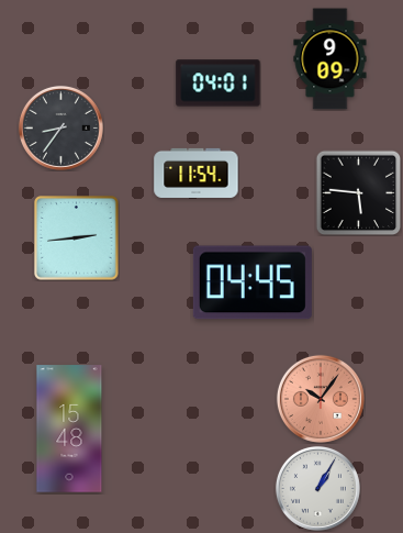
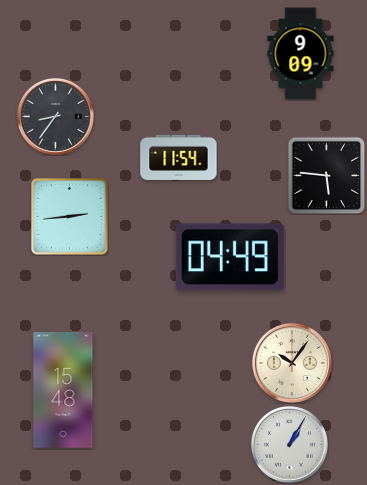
clock at (219, 84): 04:01 -> none
clock at (253, 282): 04:45 -> 04:49
clock at (321, 399) dial: salmon -> cream
